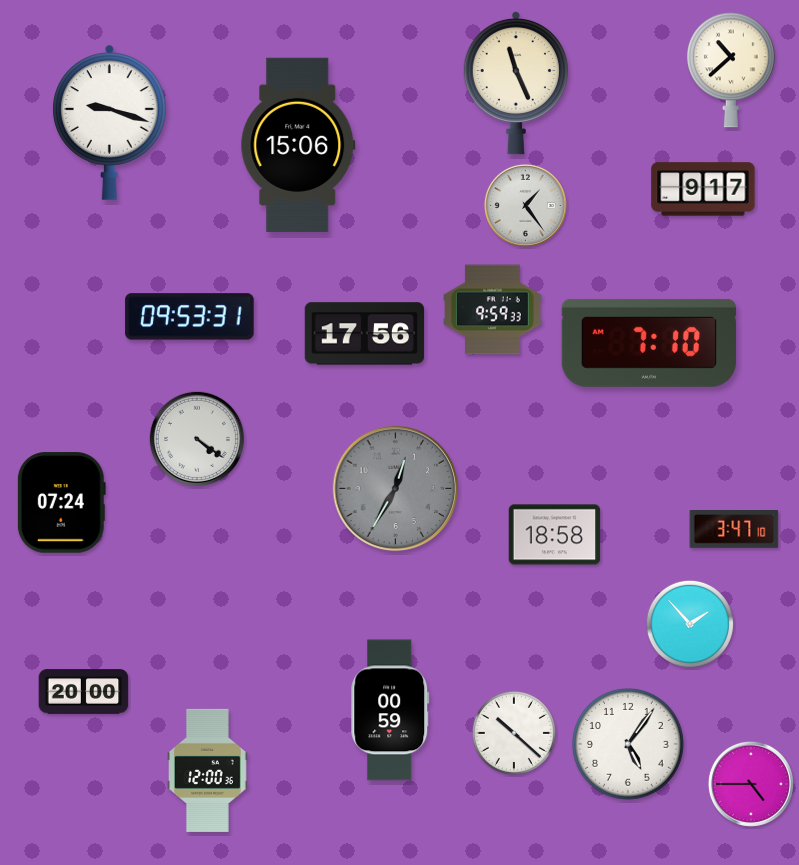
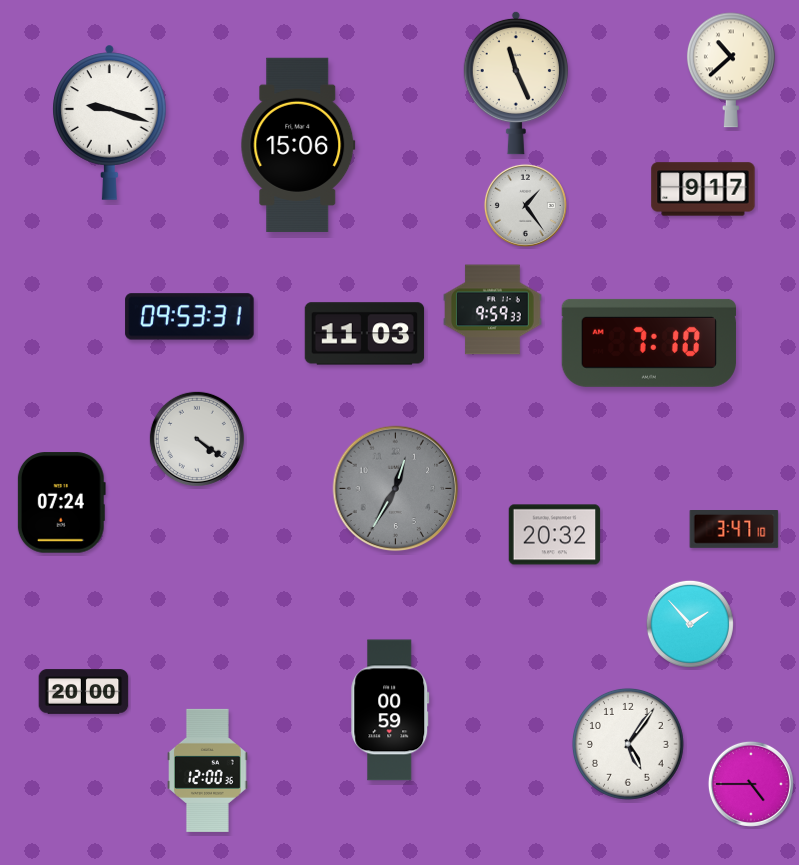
clock at (365, 334): 17:56 -> 11:03
clock at (555, 535): 18:58 -> 20:32
clock at (514, 733): 10:22 -> none
